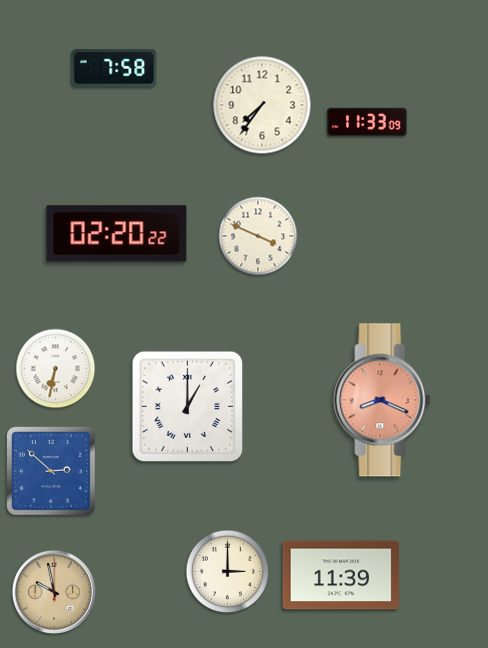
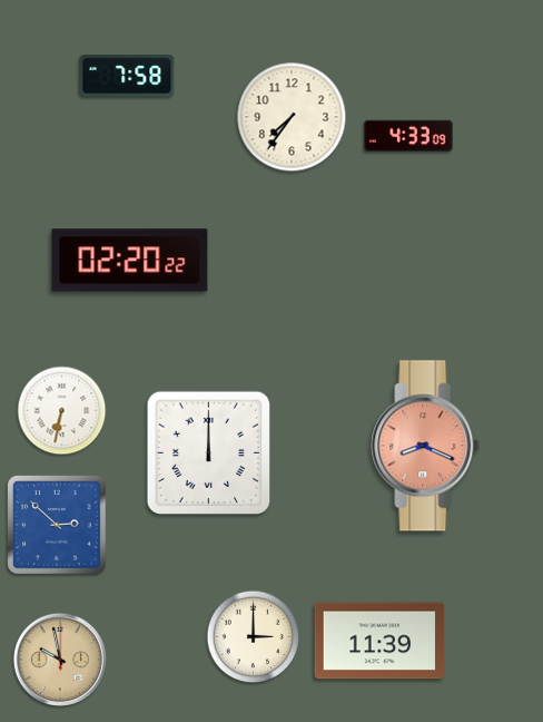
clock at (367, 121): 11:33 -> 4:33
clock at (258, 236): 3:49 -> none
clock at (188, 407): 1:00 -> 12:00
